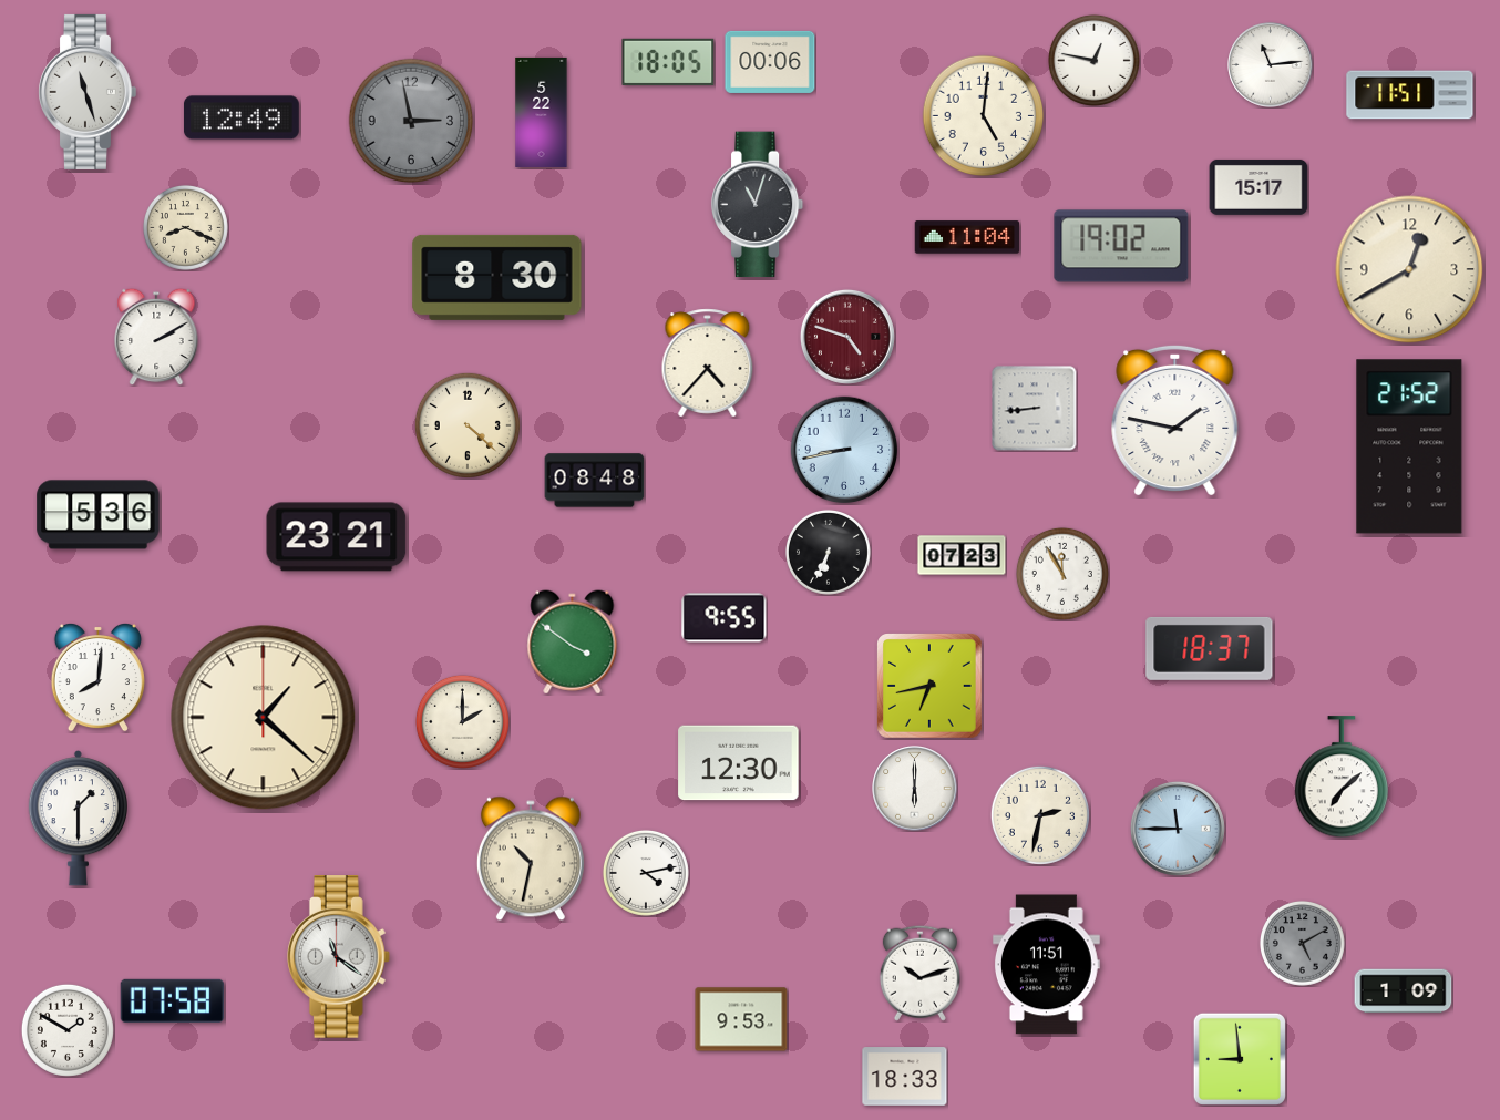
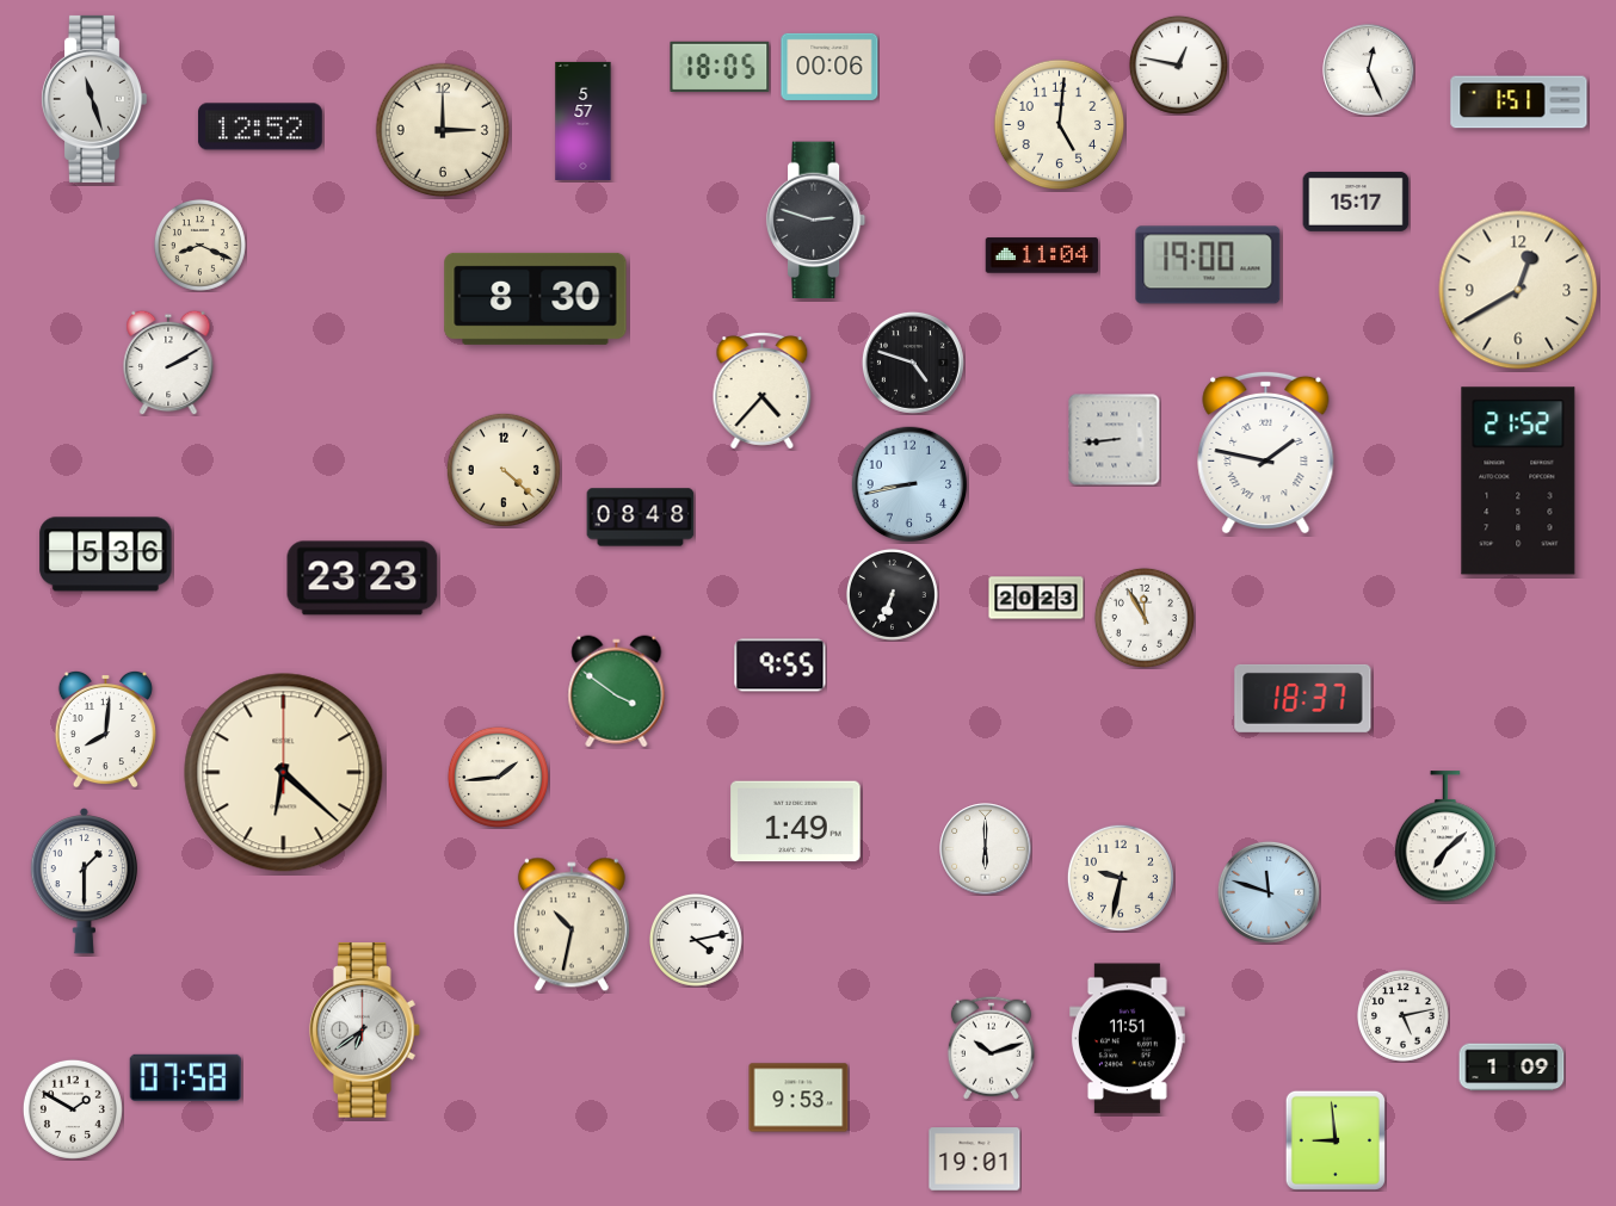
clock at (1271, 65): 11:14 -> 12:26
clock at (1410, 95): 11:51 -> 1:51
clock at (542, 112): 5:22 -> 5:57
clock at (242, 117): 12:49 -> 12:52
clock at (411, 121): 2:58 -> 3:00
clock at (411, 121) dial: grey -> cream
clock at (758, 205): 11:03 -> 2:48
clock at (1121, 246): 19:02 -> 19:00
clock at (847, 337) dial: burgundy -> black
clock at (468, 425) position: (468, 425) -> (504, 470)
clock at (337, 537): 23:21 -> 23:23
clock at (962, 555): 07:23 -> 20:23
clock at (931, 687): 6:43 -> none
clock at (264, 718): 1:22 -> 6:22
clock at (462, 721): 2:00 -> 1:44
clock at (739, 763): 12:30 -> 1:49
clock at (1040, 815): 2:32 -> 9:32
clock at (1178, 829): 11:45 -> 11:48
clock at (1302, 943): 5:10 -> 5:13
clock at (1302, 943) dial: grey -> white
clock at (338, 957): 11:21 -> 6:39
clock at (905, 1077): 18:33 -> 19:01
